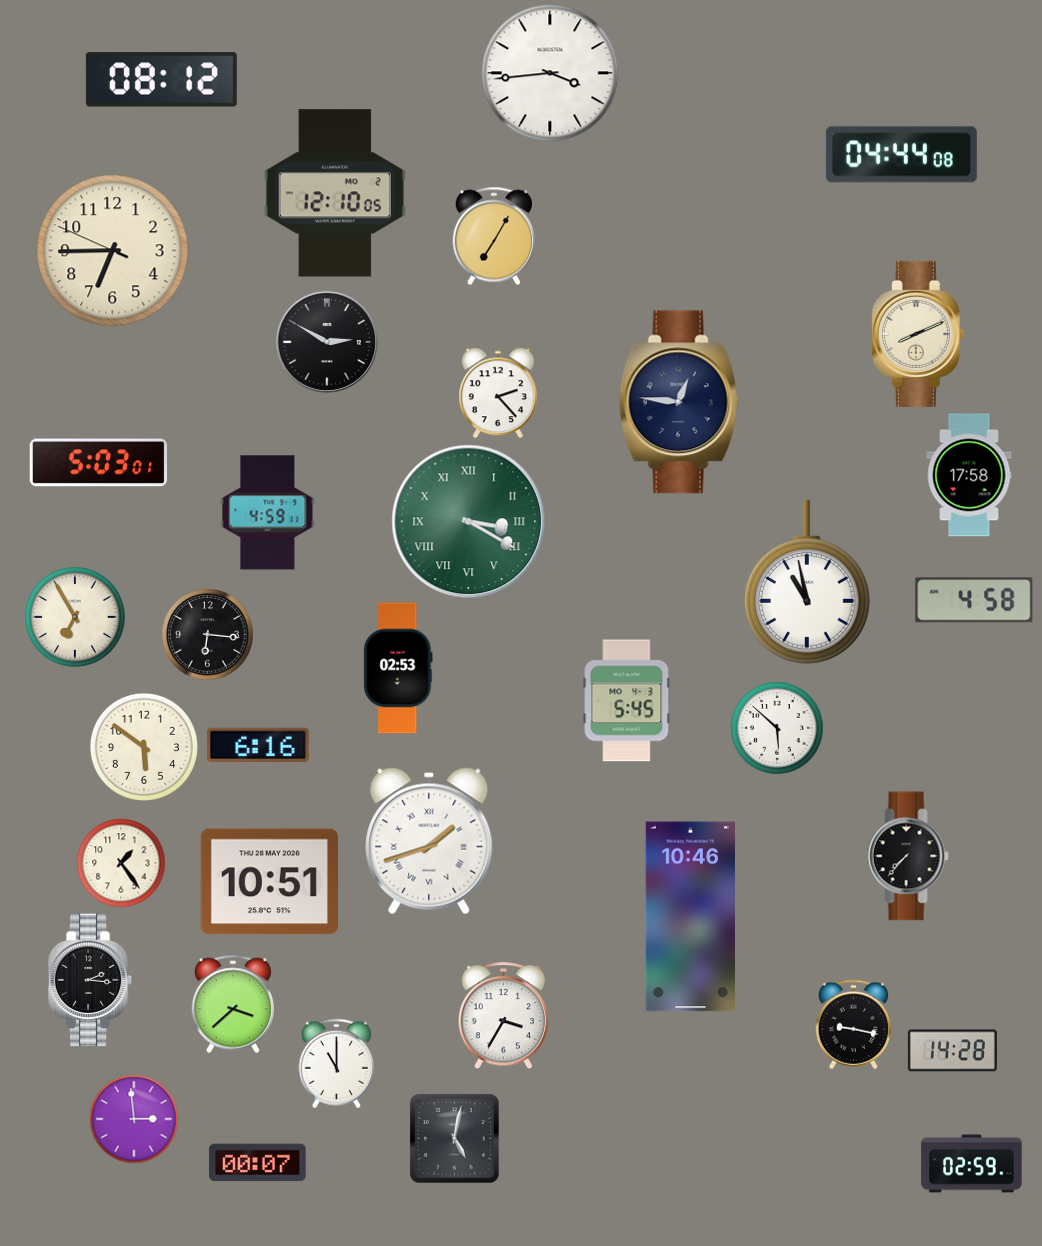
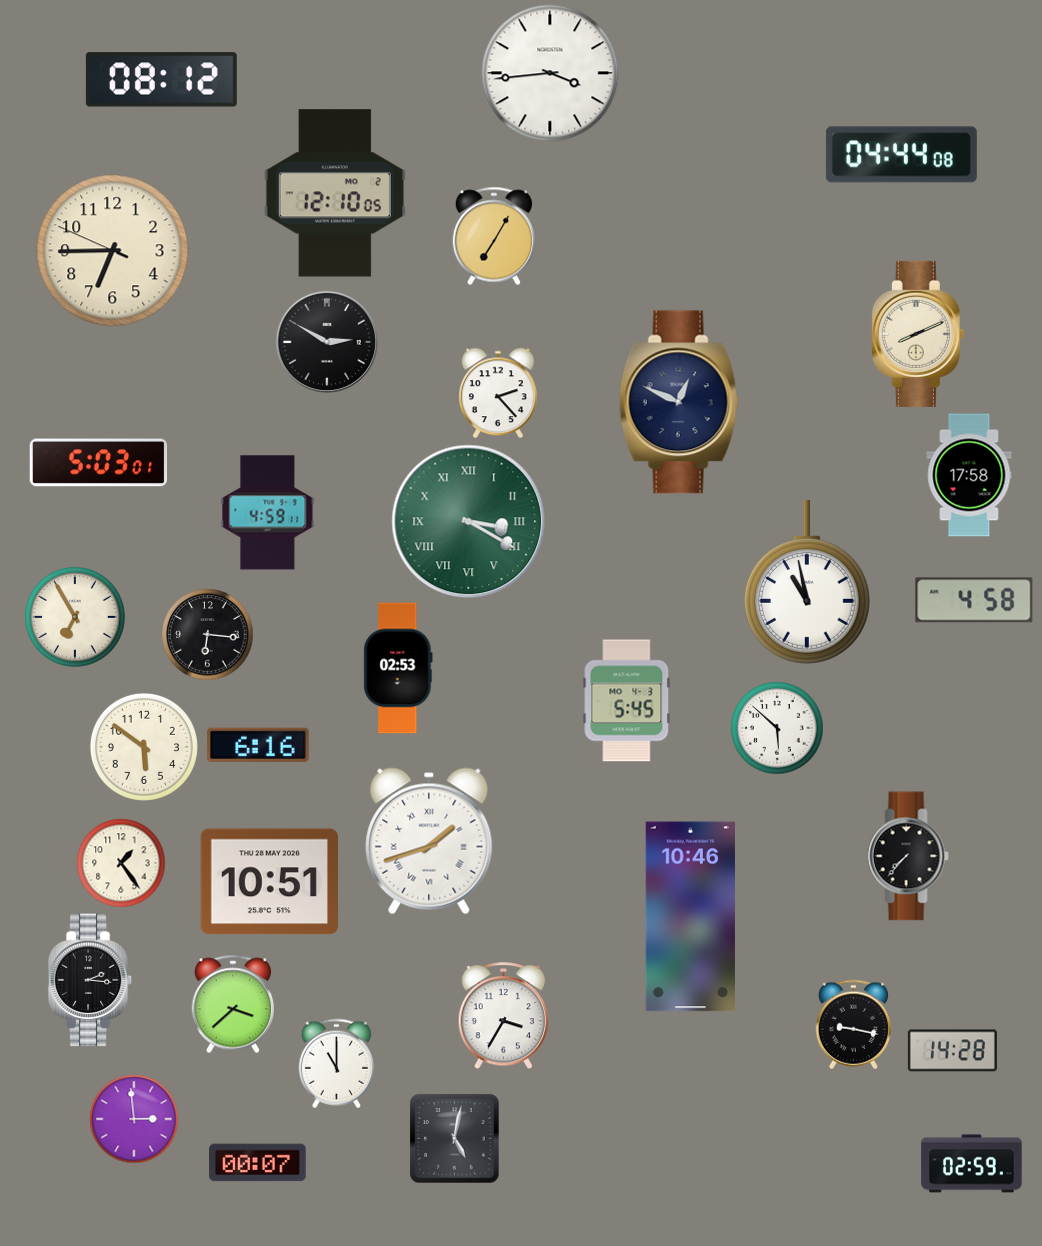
clock at (679, 402): 12:46 -> 12:49
